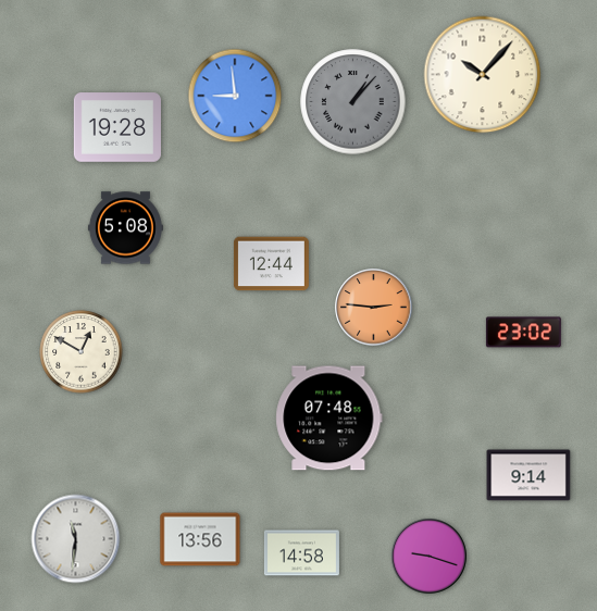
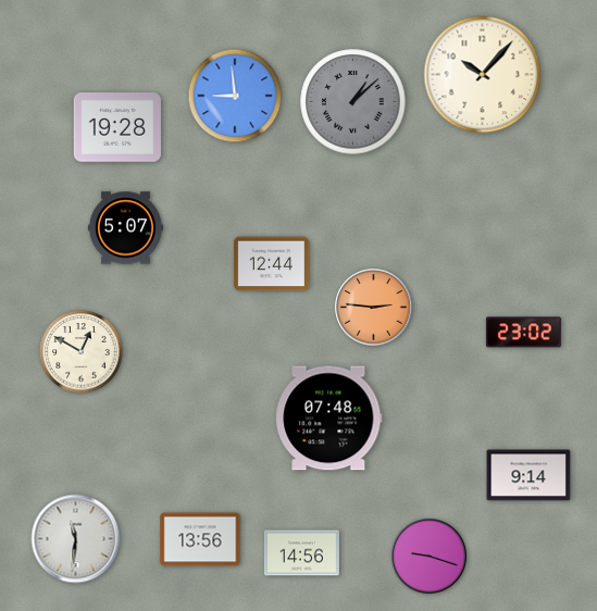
clock at (353, 102): 1:07 -> 1:08
clock at (125, 228): 5:08 -> 5:07
clock at (301, 553): 14:58 -> 14:56
